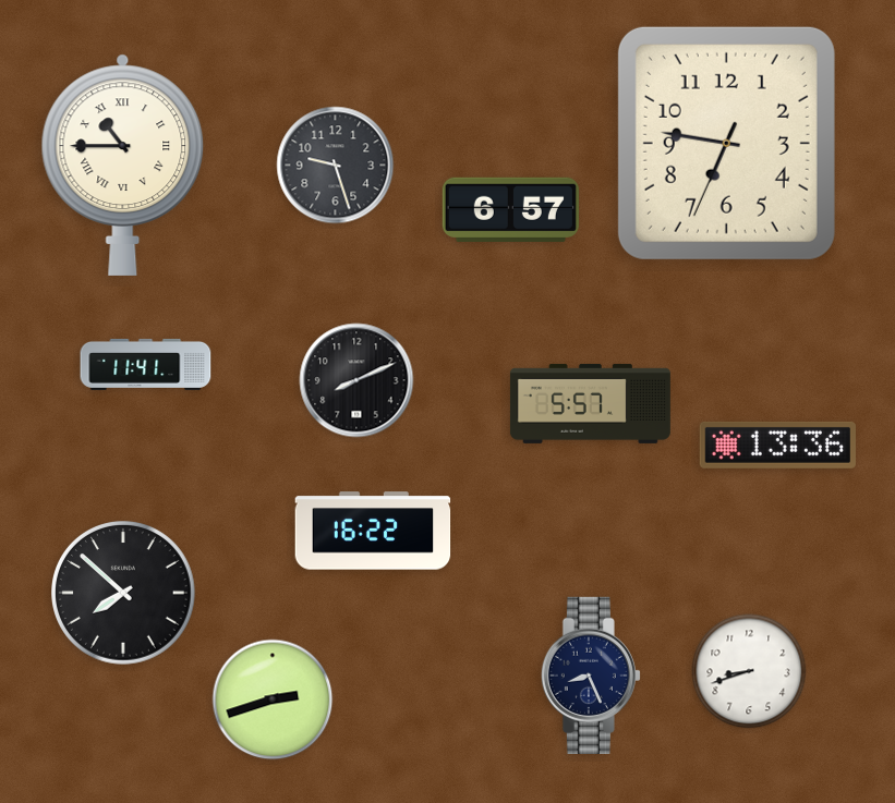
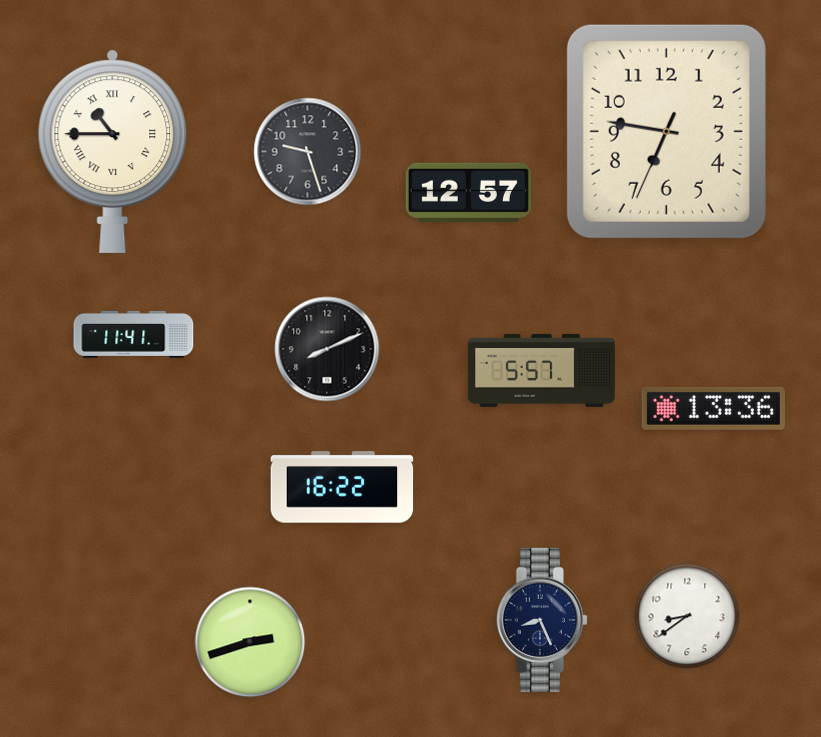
clock at (510, 209): 6:57 -> 12:57
clock at (123, 594): 7:52 -> none
clock at (749, 671): 8:42 -> 8:39
